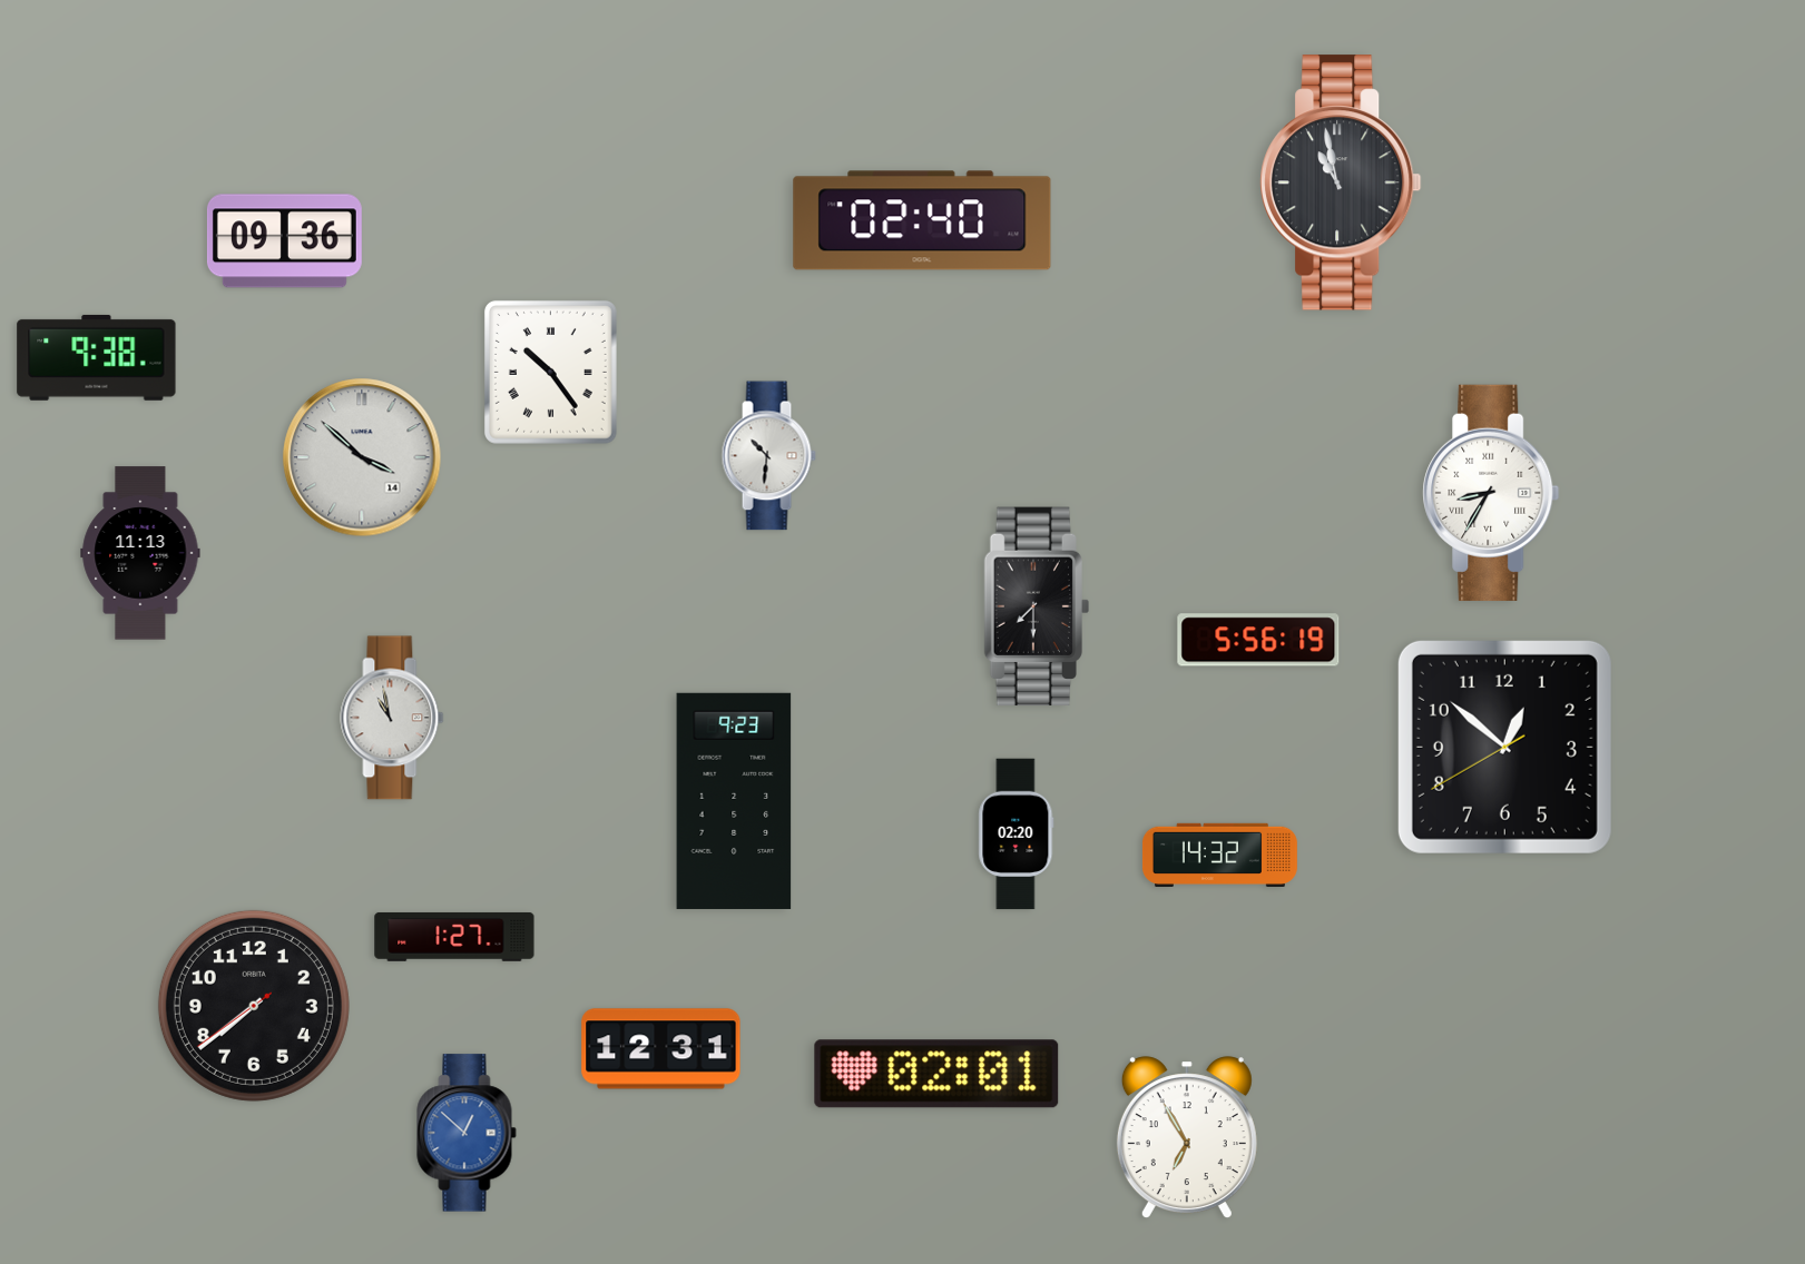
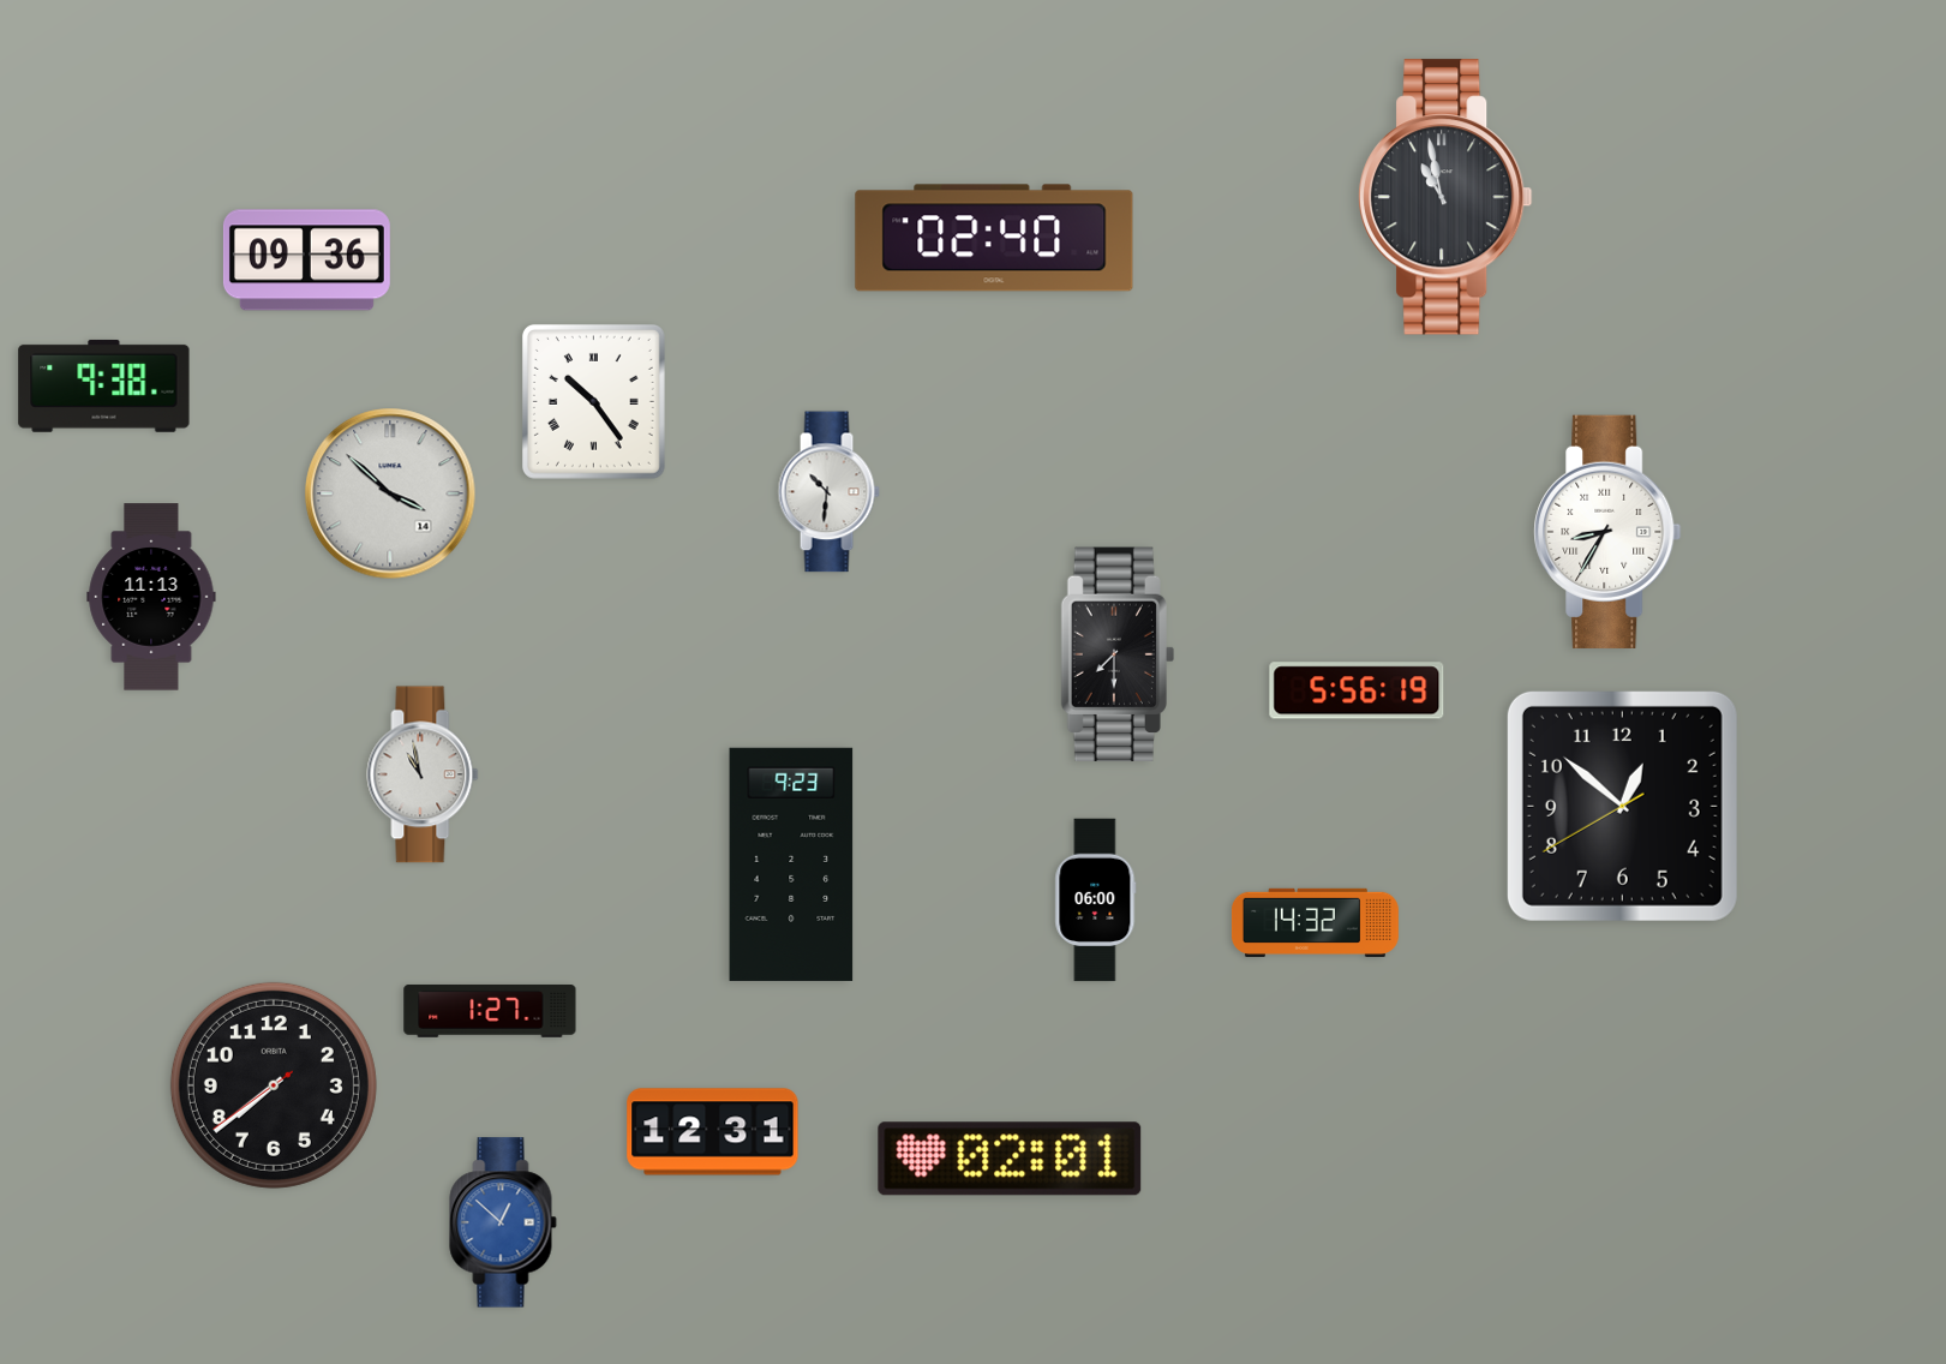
clock at (1017, 835): 02:20 -> 06:00
clock at (1187, 1138): 6:55 -> none
